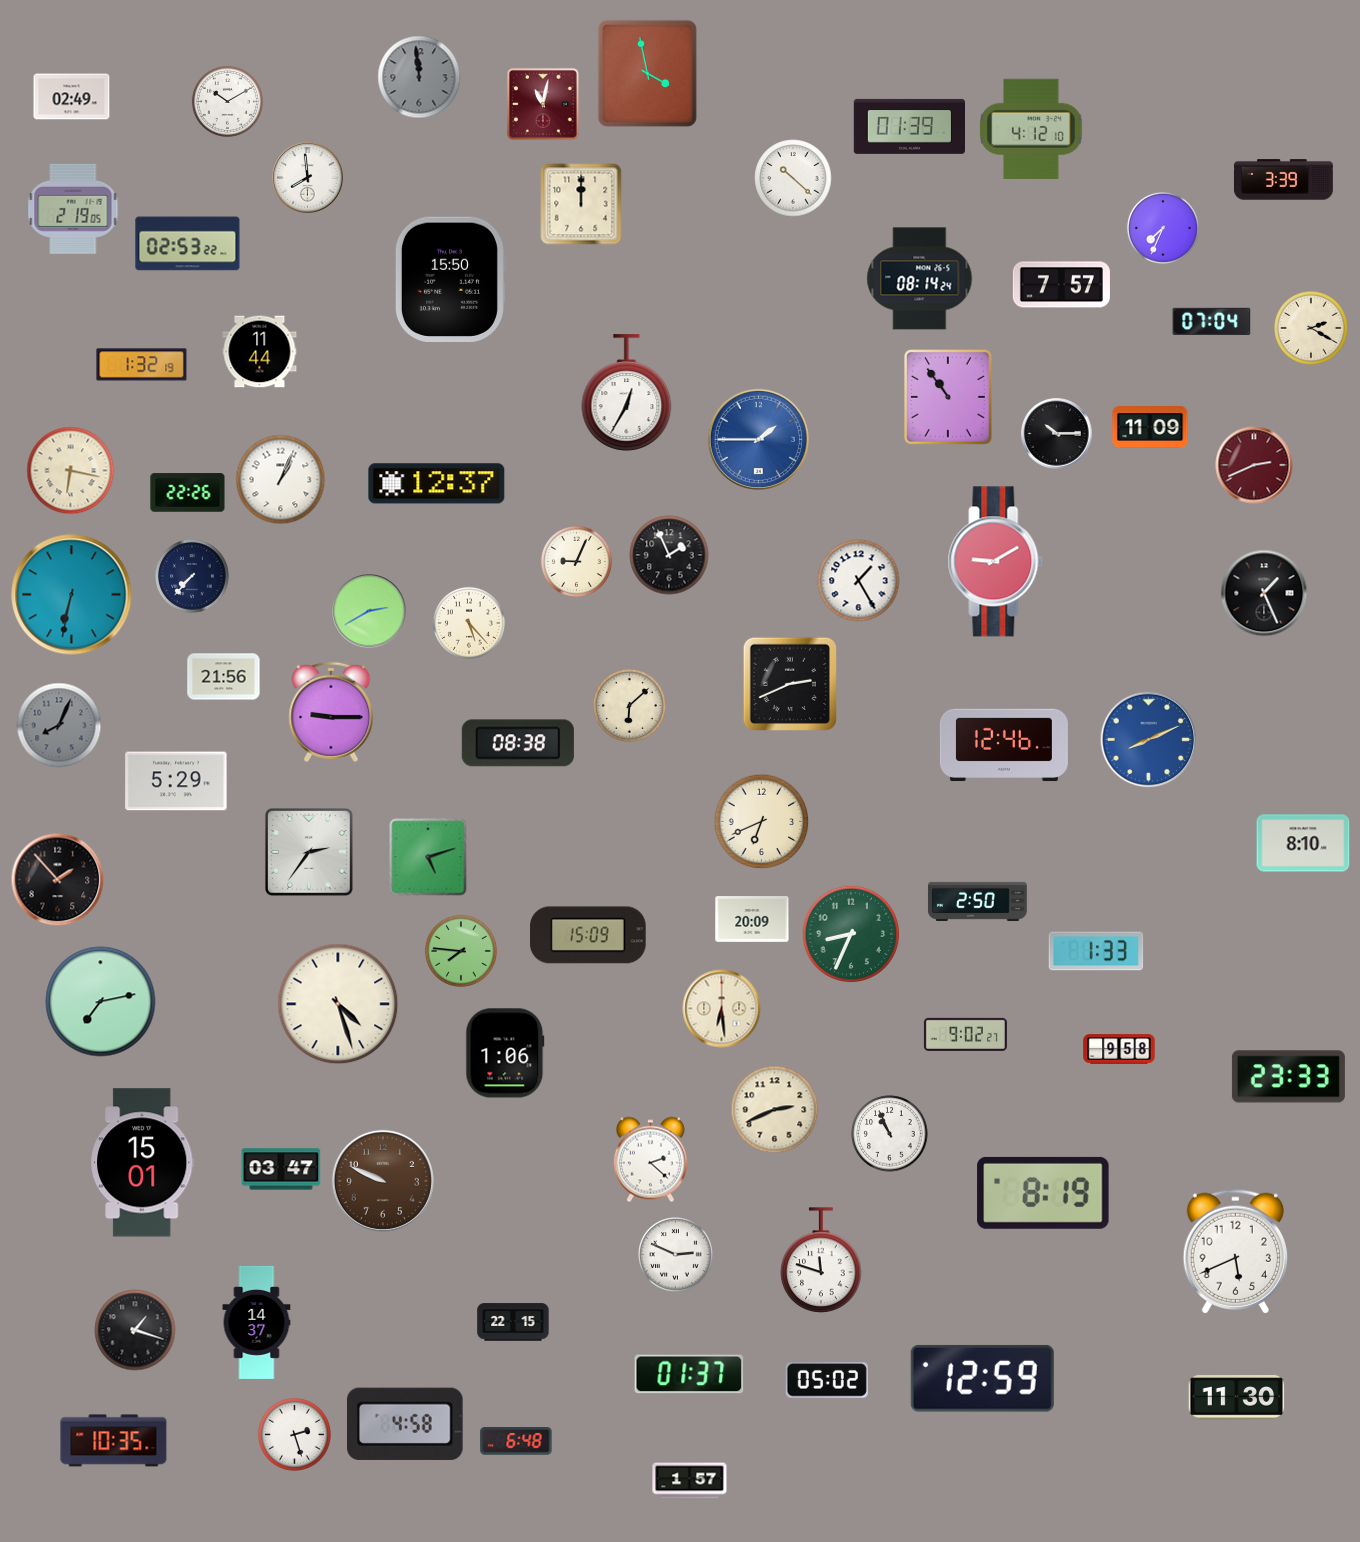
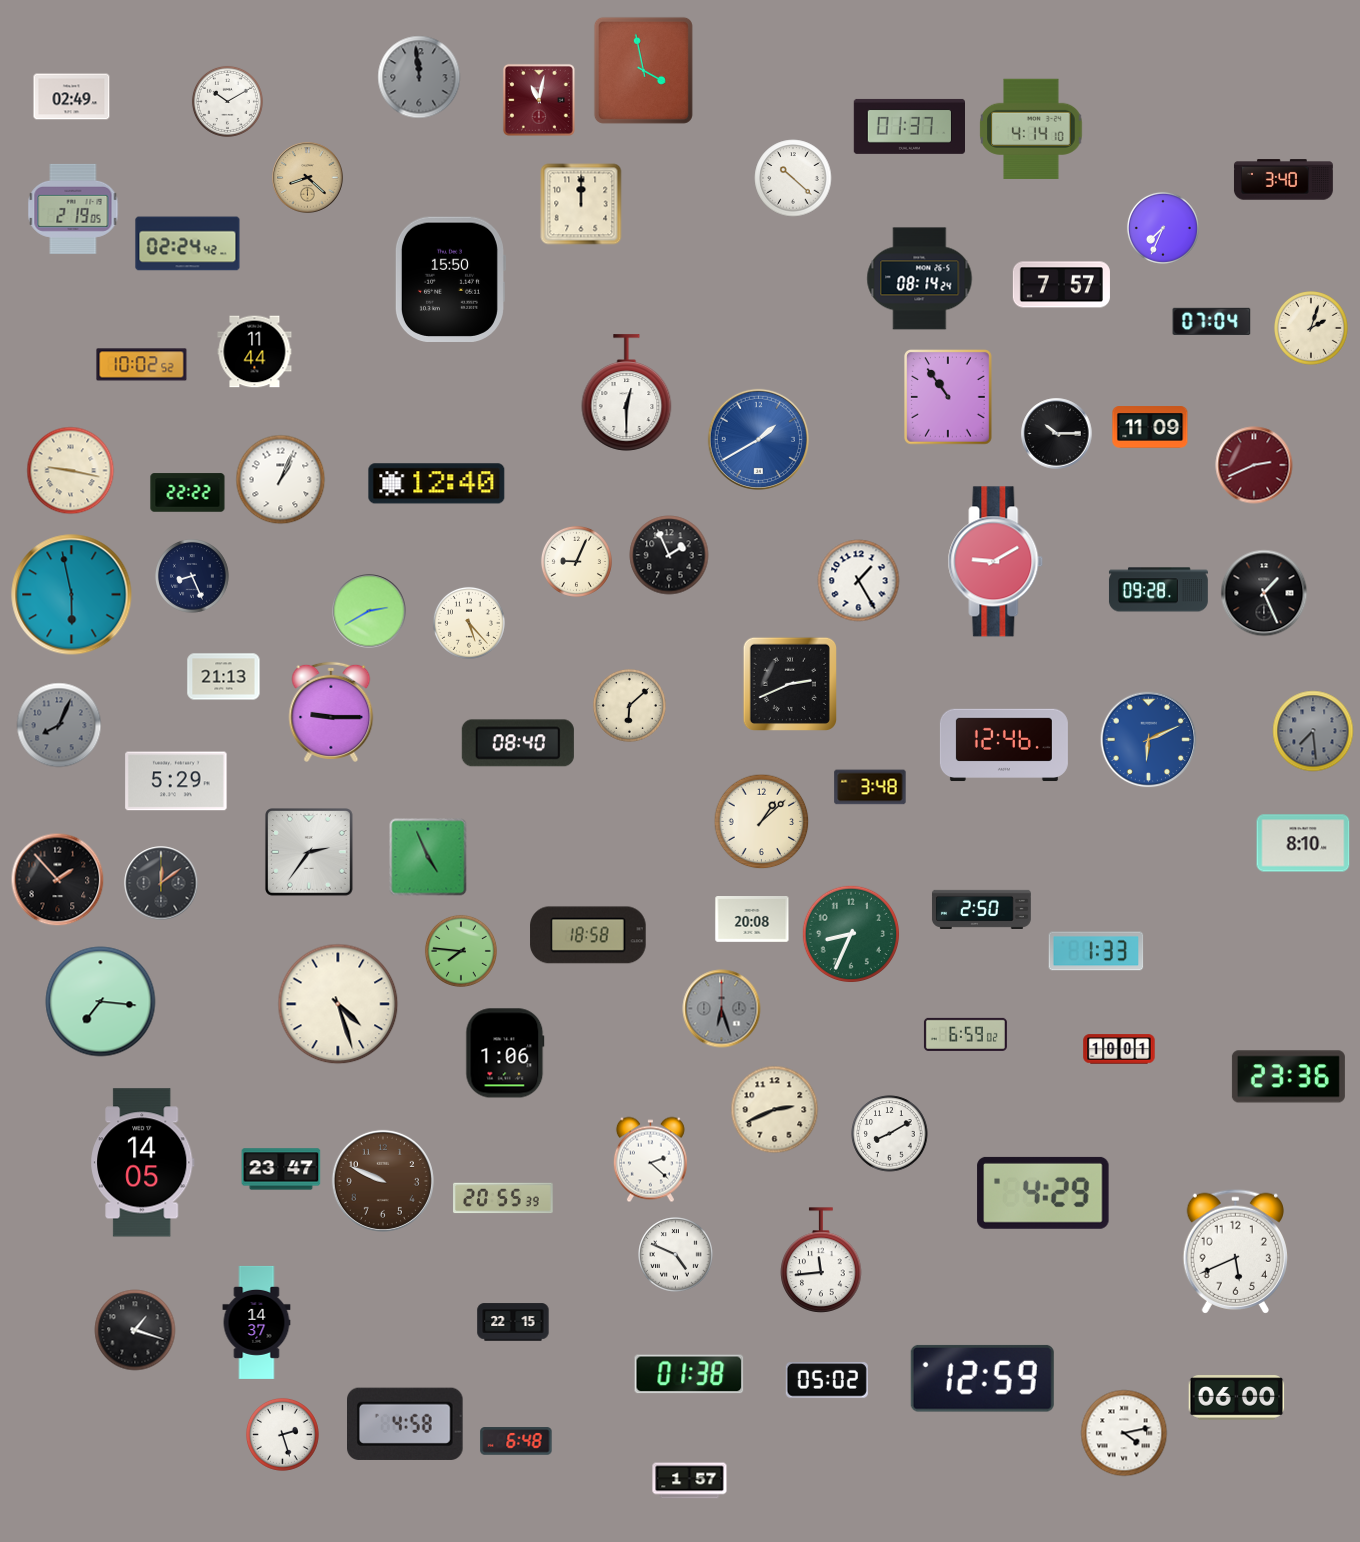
clock at (647, 73) position: (647, 73) -> (643, 70)
clock at (543, 104) position: (543, 104) -> (539, 100)
clock at (909, 126): 01:39 -> 01:37
clock at (1031, 128): 4:12 -> 4:14
clock at (308, 178): 7:59 -> 8:22
clock at (308, 178) dial: white -> champagne
clock at (1283, 180): 3:39 -> 3:40
clock at (188, 244): 02:53 -> 02:24
clock at (1312, 329): 2:20 -> 2:03
clock at (260, 352) position: (260, 352) -> (255, 352)
clock at (142, 365): 1:32 -> 10:02
clock at (627, 393): 12:35 -> 12:30
clock at (758, 439): 1:45 -> 1:40
clock at (71, 471): 6:17 -> 9:17
clock at (437, 484): 12:37 -> 12:40
clock at (188, 493): 22:26 -> 22:22
clock at (193, 577): 7:37 -> 8:26
clock at (1158, 590): none -> 09:28
clock at (72, 595): 6:32 -> 5:58
clock at (224, 677): 21:56 -> 21:13
clock at (1313, 731): none -> 7:29
clock at (1149, 740): 8:11 -> 6:11
clock at (518, 743): 08:38 -> 08:40
clock at (870, 787): none -> 3:48
clock at (762, 822): 6:41 -> 1:08
clock at (428, 857): 5:12 -> 4:56
clock at (161, 883): none -> 12:09
clock at (977, 901) position: (977, 901) -> (981, 909)
clock at (752, 919): 20:09 -> 20:08
clock at (588, 935): 15:09 -> 18:58
clock at (101, 1002): 7:13 -> 7:16
clock at (722, 1009): 6:29 -> 6:27
clock at (722, 1009) dial: cream -> grey
clock at (965, 1034): 9:02 -> 6:59
clock at (1119, 1049): 9:58 -> 10:01
clock at (1288, 1077): 23:33 -> 23:36
clock at (890, 1134): 10:56 -> 8:10
clock at (143, 1163): 15:01 -> 14:05
clock at (281, 1169): 03:47 -> 23:47
clock at (1043, 1193): 8:19 -> 4:29
clock at (503, 1198): none -> 20:55
clock at (676, 1255): 2:49 -> 4:49
clock at (821, 1260): 11:48 -> 11:44
clock at (689, 1374): 01:37 -> 01:38
clock at (1237, 1398): 11:30 -> 06:00
clock at (1124, 1433): none -> 4:13
clock at (294, 1434) position: (294, 1434) -> (282, 1434)
clock at (114, 1441): 10:35 -> none
